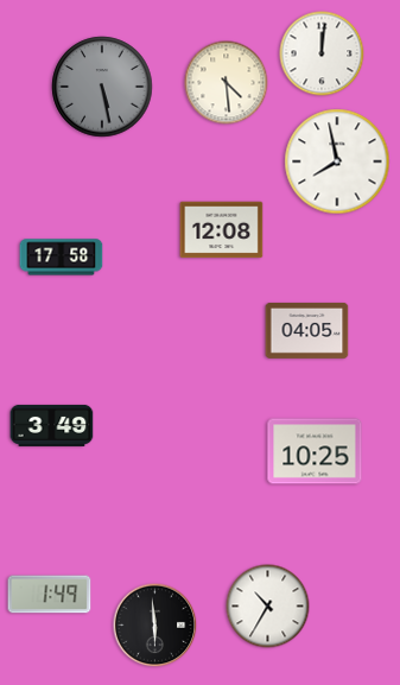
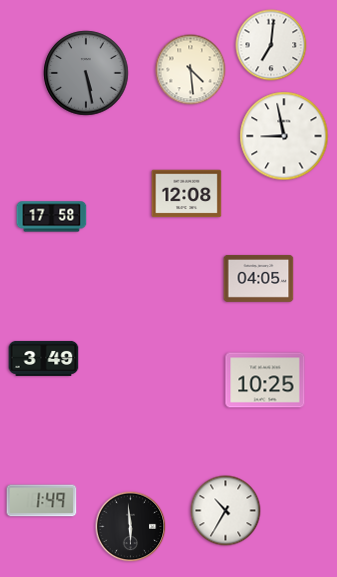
clock at (322, 53): 12:01 -> 7:01
clock at (337, 161): 7:58 -> 8:58
